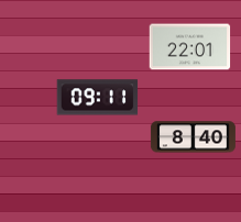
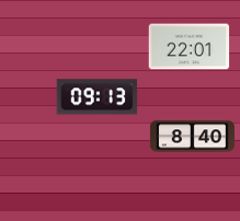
clock at (98, 98): 09:11 -> 09:13
